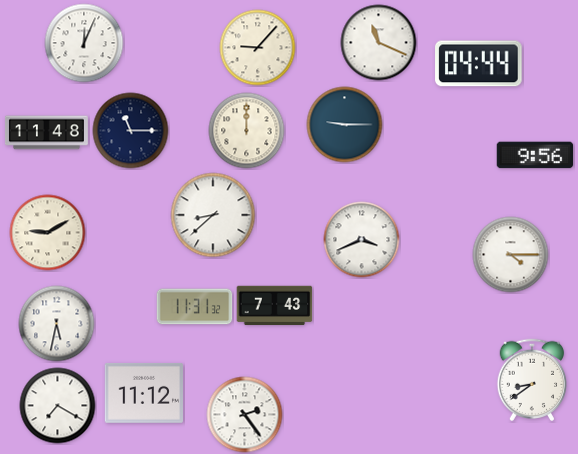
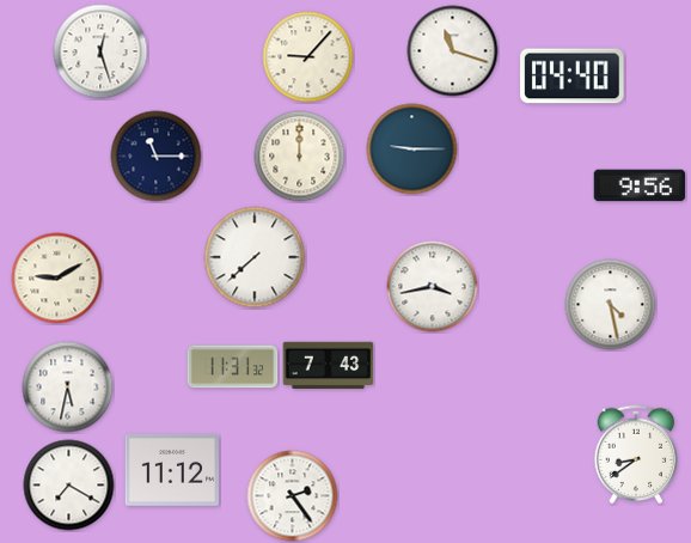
clock at (84, 43): 12:04 -> 12:27
clock at (379, 43): 11:19 -> 11:18
clock at (479, 64): 04:44 -> 04:40
clock at (247, 131) position: (247, 131) -> (300, 157)
clock at (46, 133): 11:48 -> none
clock at (213, 215): 8:38 -> 7:38
clock at (362, 240): 3:41 -> 3:43
clock at (511, 255): 4:15 -> 4:28
